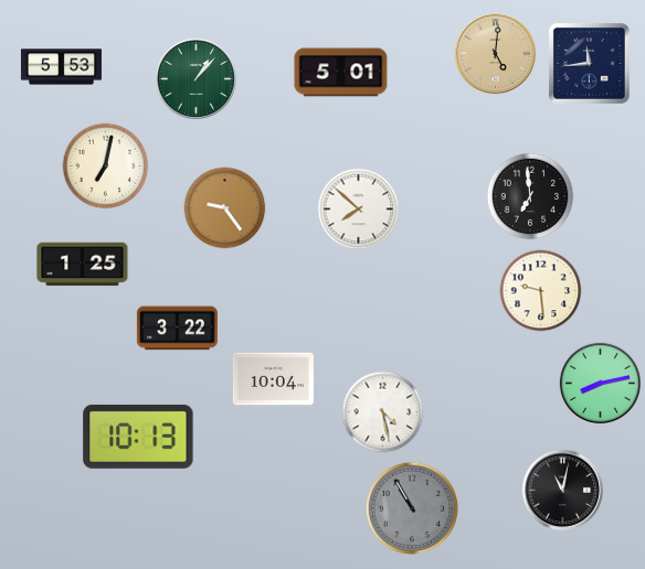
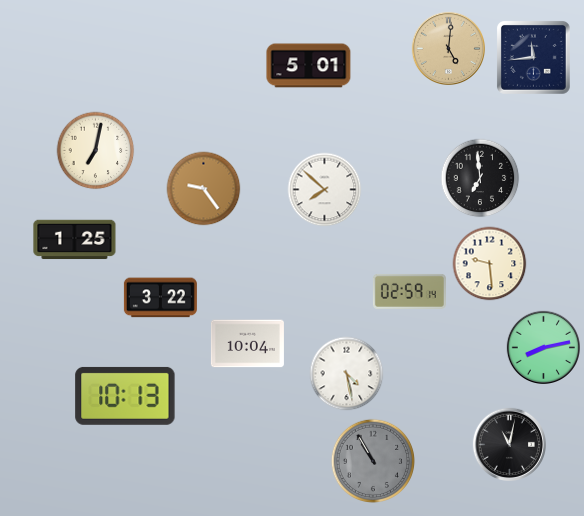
clock at (61, 67): 5:53 -> none
clock at (195, 78): 1:07 -> none
clock at (409, 291): none -> 02:59
